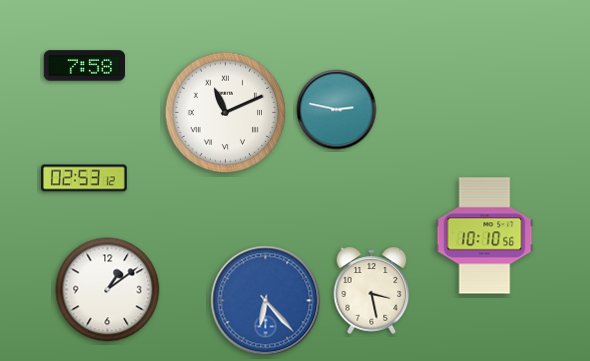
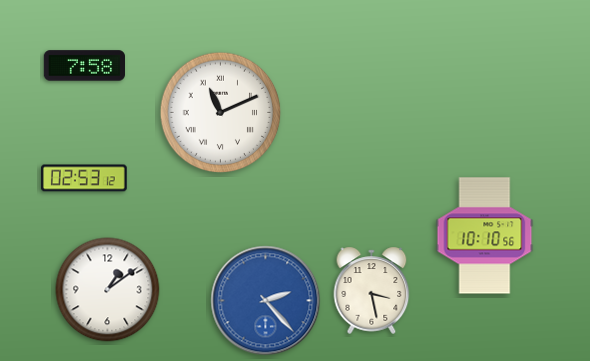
clock at (337, 110): 2:47 -> none
clock at (226, 113) position: (226, 113) -> (221, 113)
clock at (266, 301): 6:23 -> 2:23
